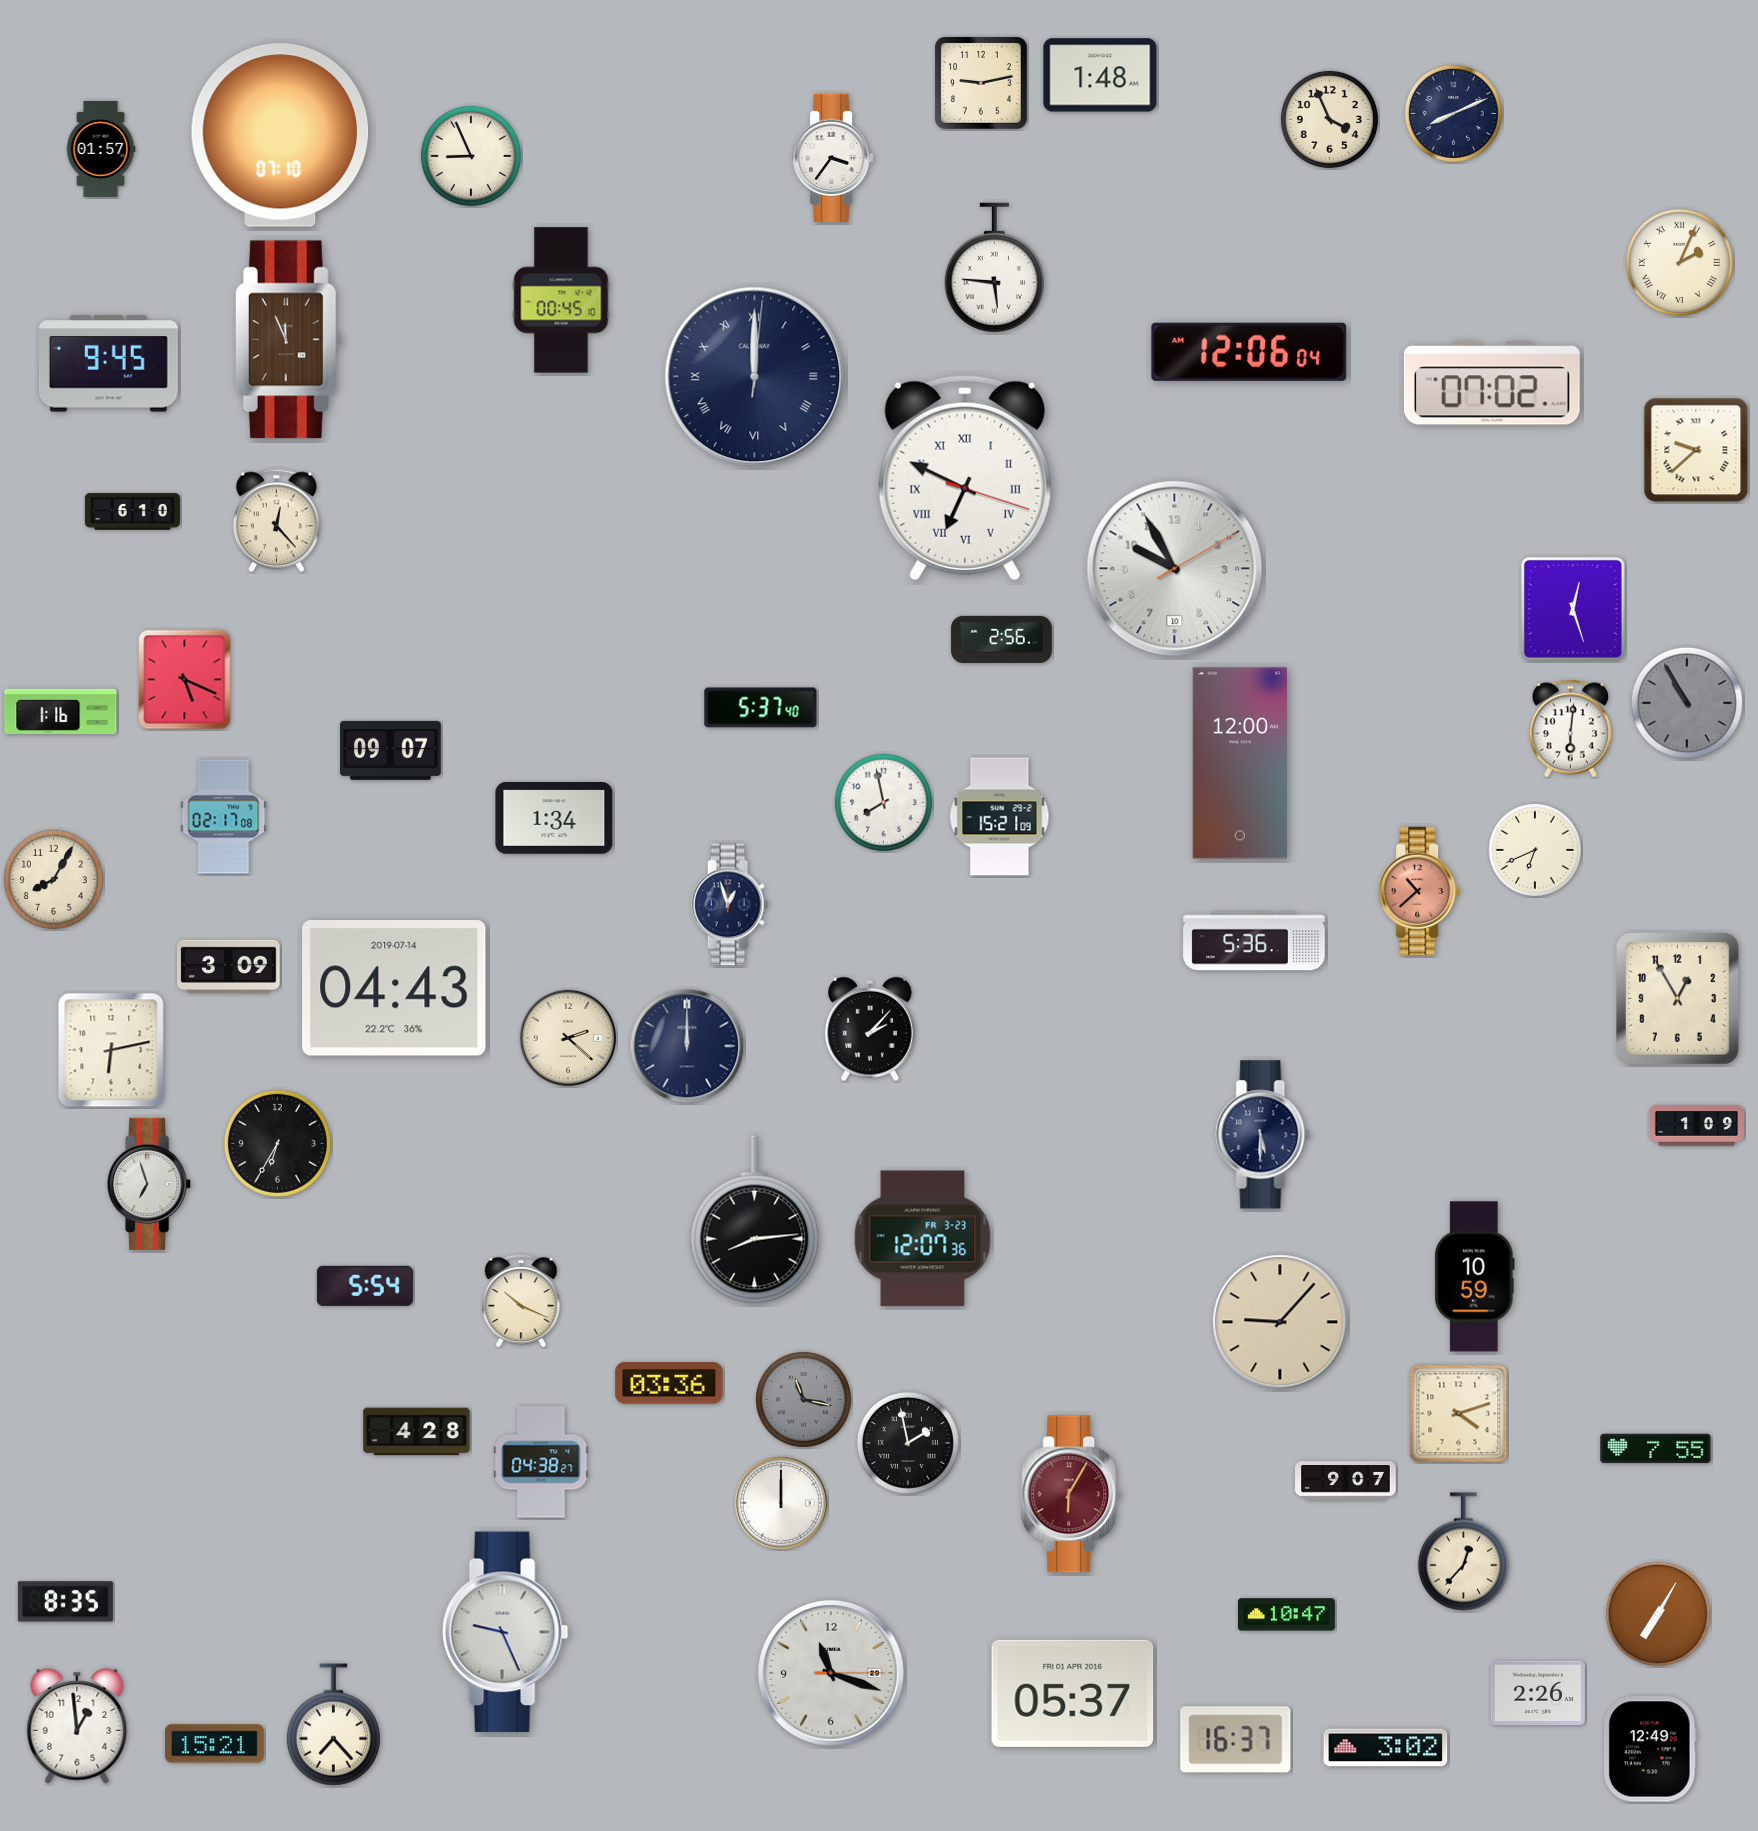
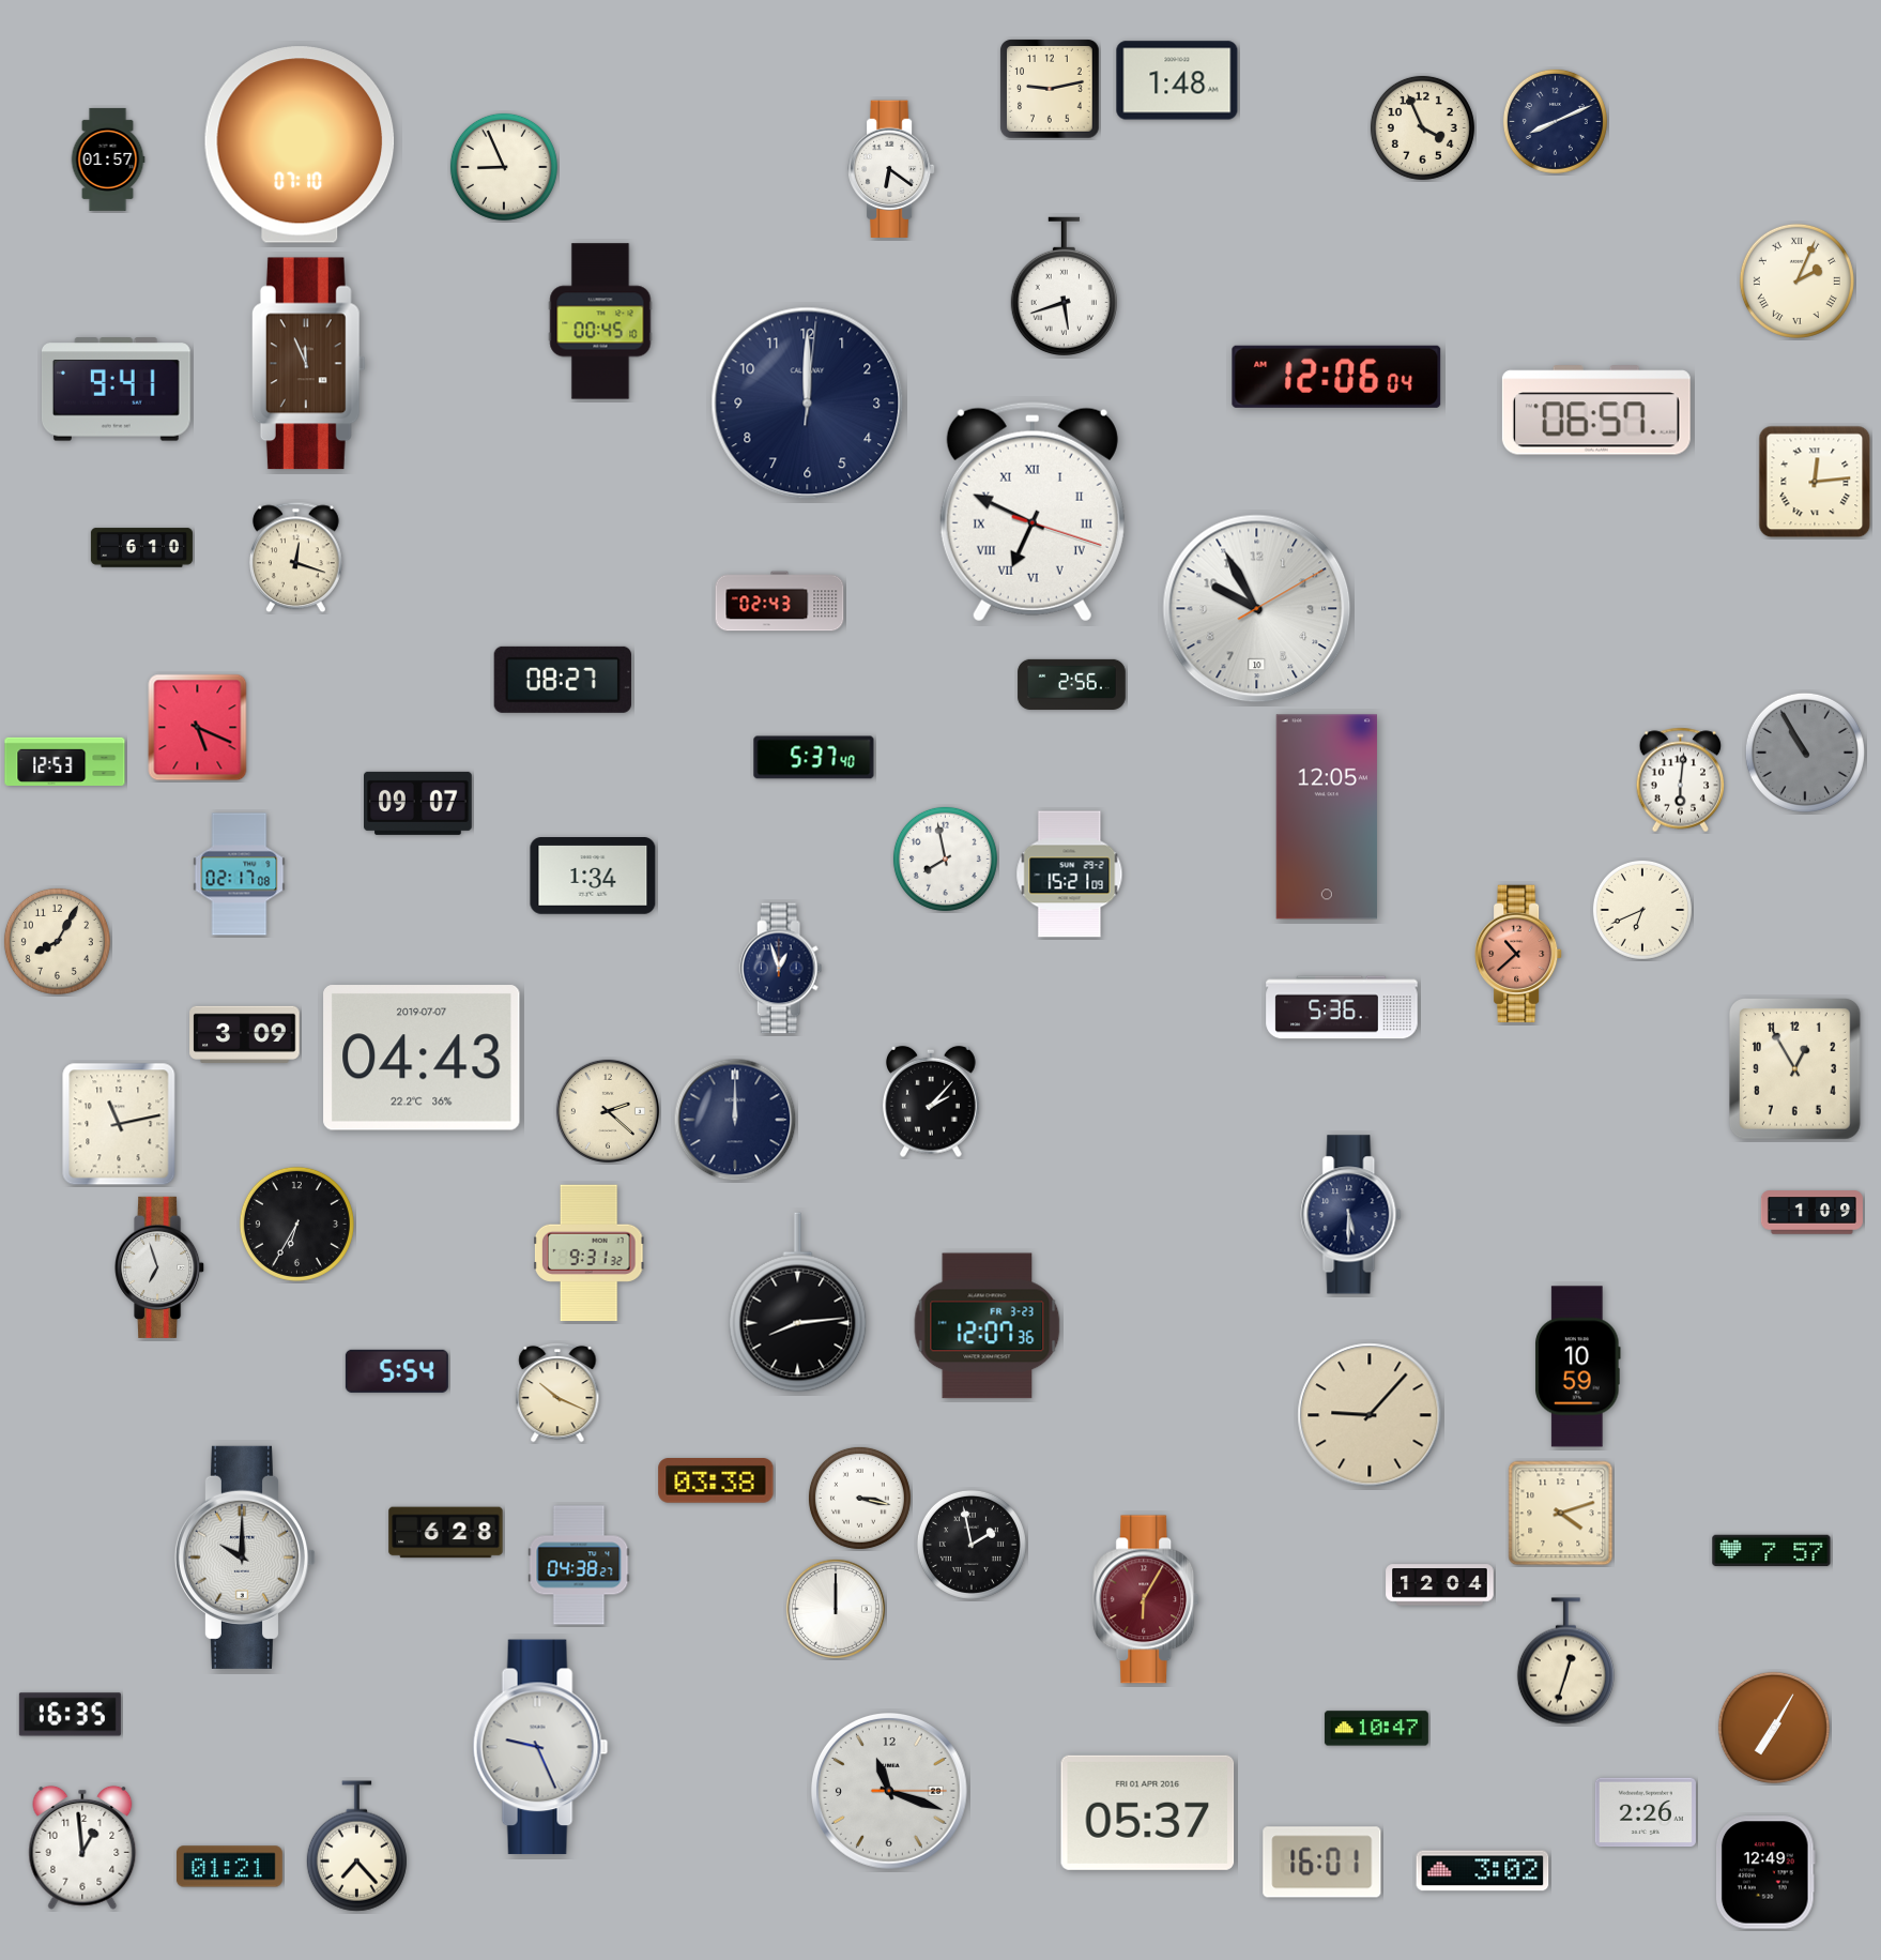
clock at (833, 158): 3:36 -> 6:21
clock at (994, 267): 5:46 -> 5:42
clock at (108, 364): 9:45 -> 9:41
clock at (755, 377) numerals: Roman -> Arabic
clock at (1492, 383): 07:02 -> 06:57
clock at (1696, 450): 9:38 -> 12:14
clock at (276, 521): 12:23 -> 12:18
clock at (780, 602): none -> 02:43
clock at (1573, 609): 12:27 -> none
clock at (563, 680): none -> 08:27
clock at (61, 711): 1:16 -> 12:53
clock at (1240, 763): 12:00 -> 12:05
clock at (394, 988) date: 2019-07-14 -> 2019-07-07
clock at (111, 1050): 6:13 -> 11:13
clock at (1696, 1126) position: (1696, 1126) -> (1811, 1213)
clock at (588, 1254): none -> 9:31
clock at (755, 1220) position: (755, 1220) -> (798, 1303)
clock at (365, 1286) position: (365, 1286) -> (397, 1371)
clock at (669, 1384): 03:36 -> 03:38
clock at (803, 1399): 11:17 -> 3:17
clock at (803, 1399) dial: grey -> white
clock at (417, 1432): 4:28 -> 6:28
clock at (1656, 1449): 7:55 -> 7:57
clock at (244, 1558): none -> 10:00
clock at (1346, 1481): 9:07 -> 12:04
clock at (1463, 1552): 12:37 -> 12:33
clock at (65, 1602): 8:35 -> 16:35
clock at (1236, 1740): 16:37 -> 16:01
clock at (214, 1744): 15:21 -> 01:21
